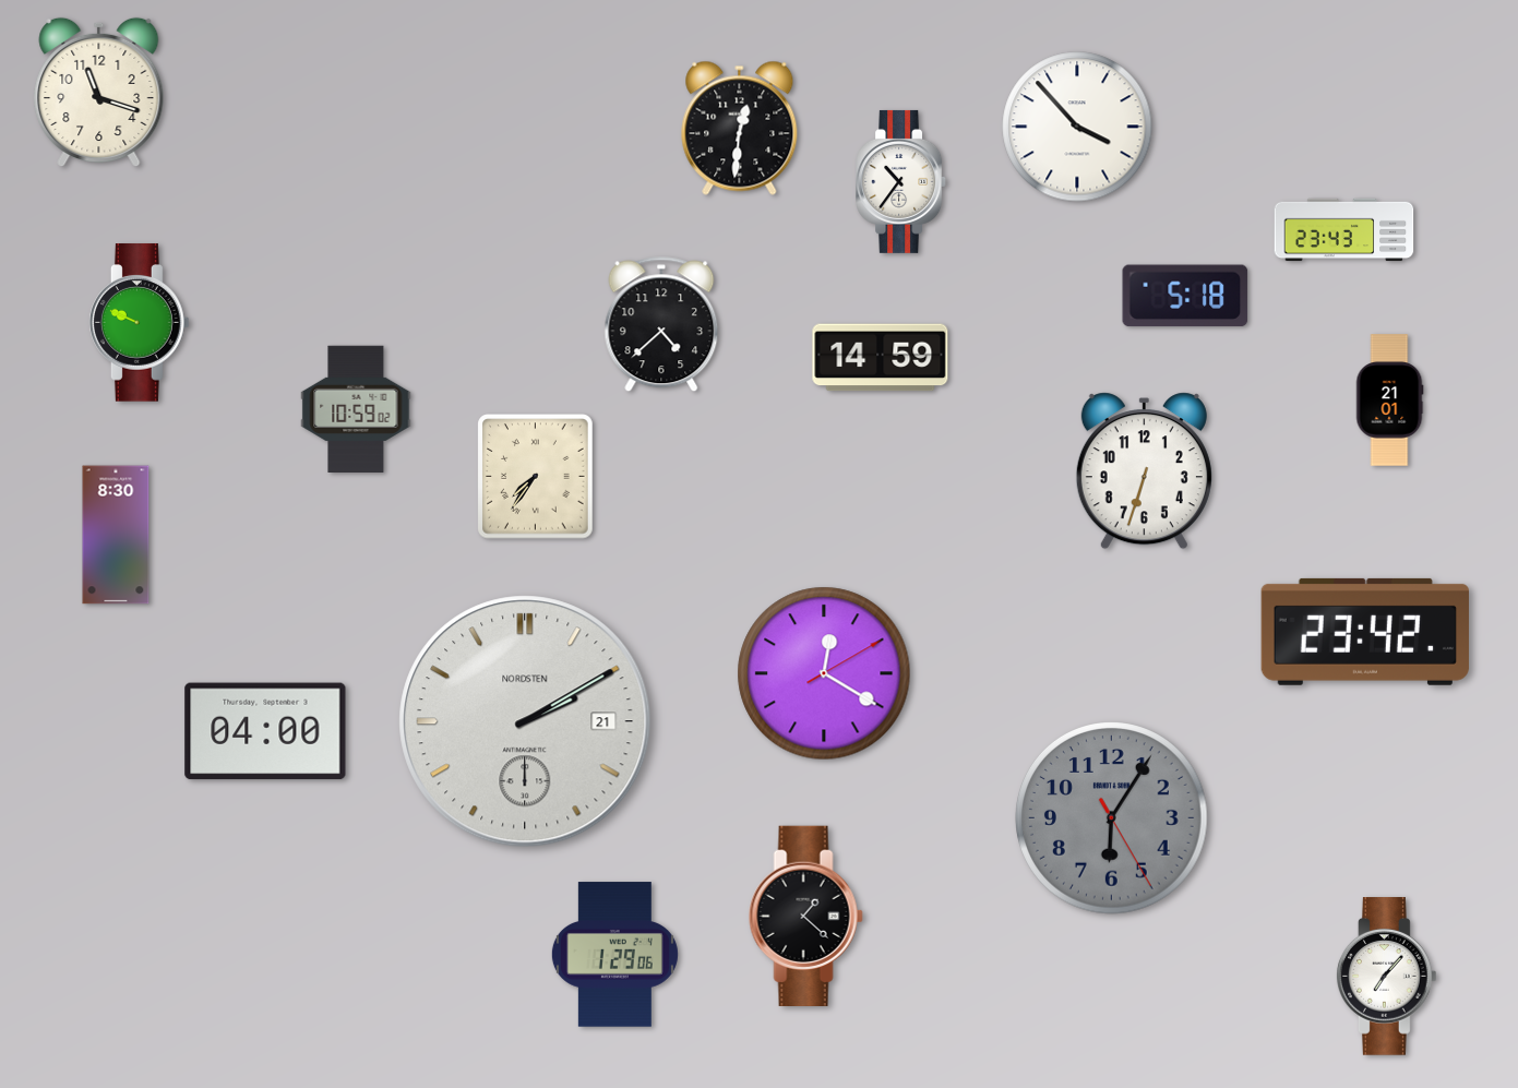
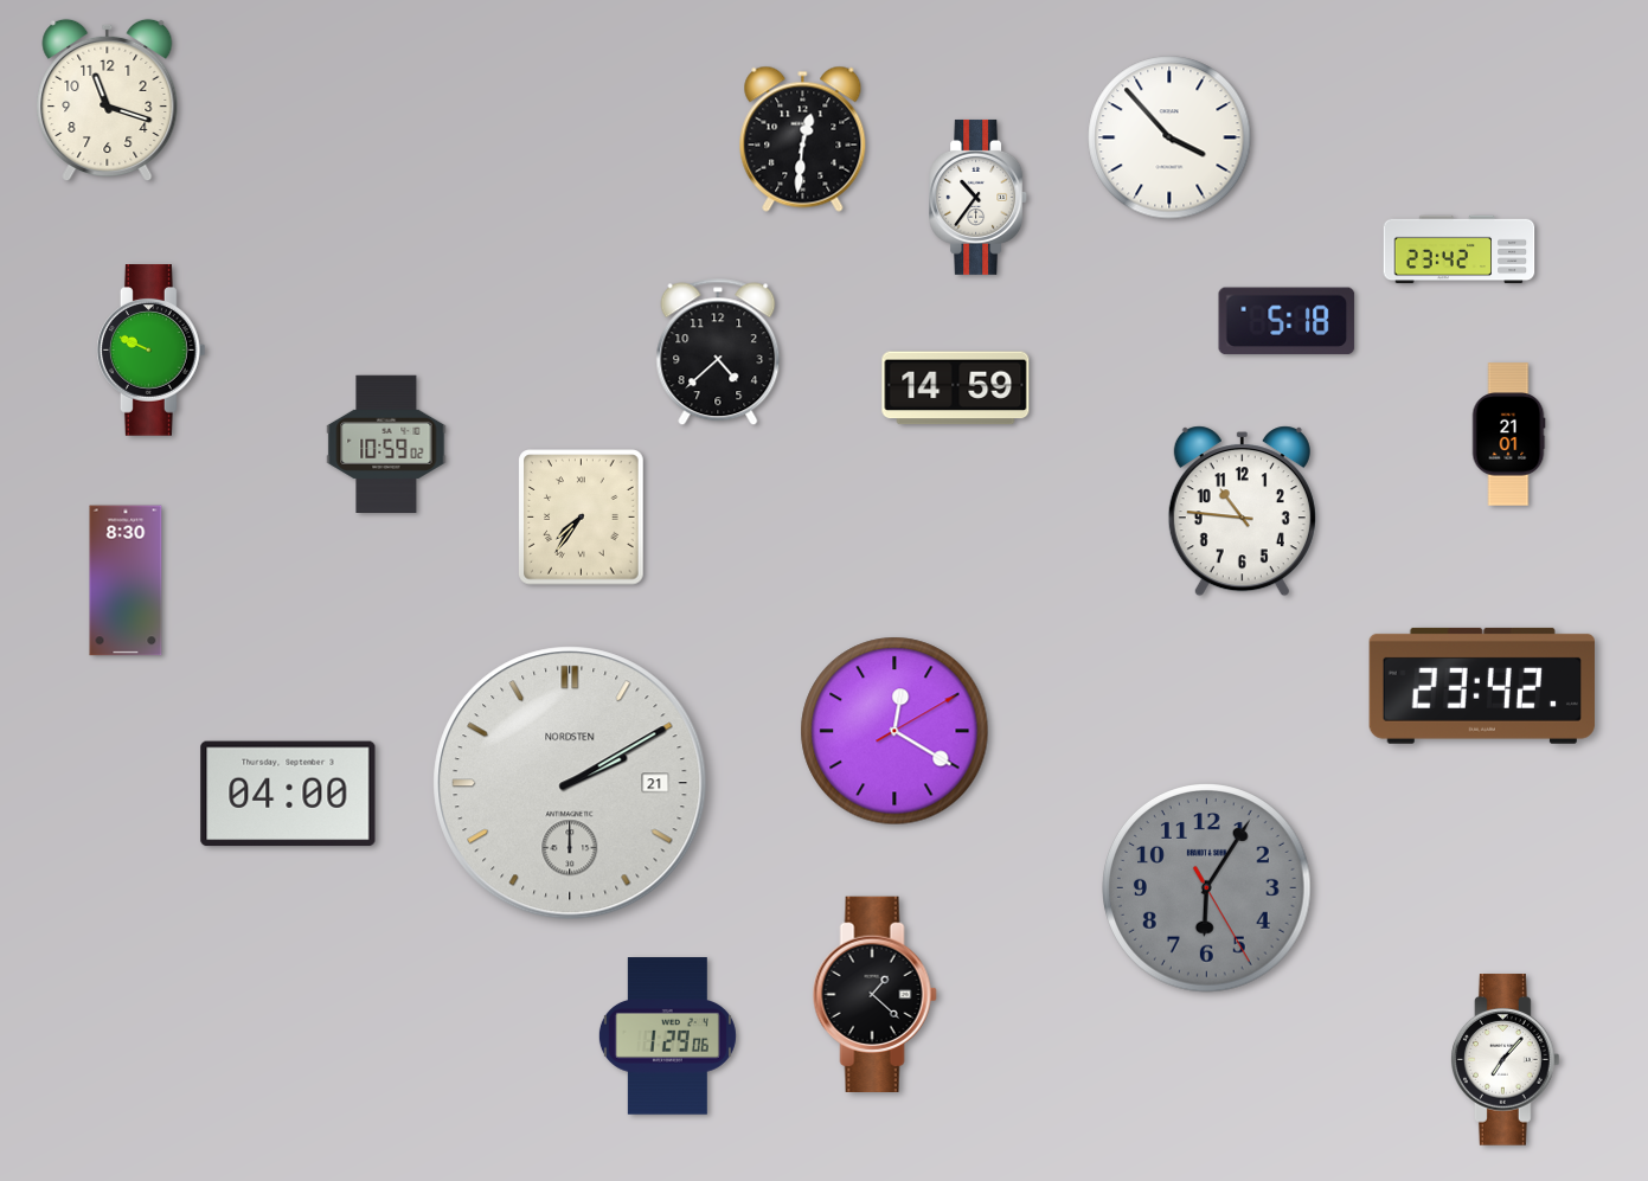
clock at (1344, 230): 23:43 -> 23:42
clock at (1144, 471): 6:33 -> 10:46
